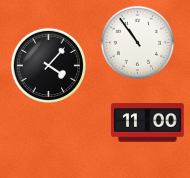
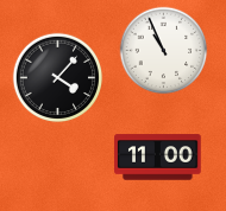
clock at (138, 43): 10:54 -> 10:56
clock at (148, 123) position: (148, 123) -> (158, 158)
